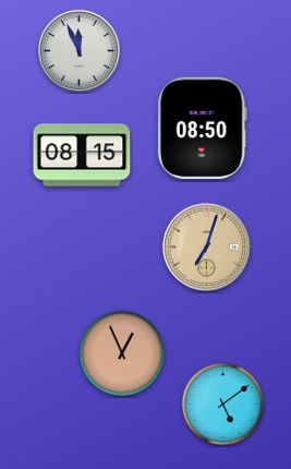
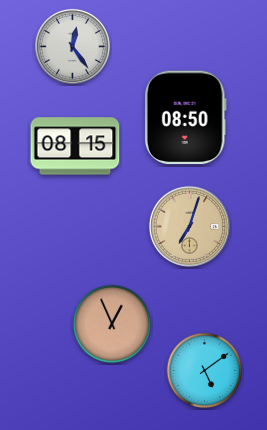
clock at (78, 50): 11:56 -> 12:24
clock at (82, 155) position: (82, 155) -> (75, 146)
